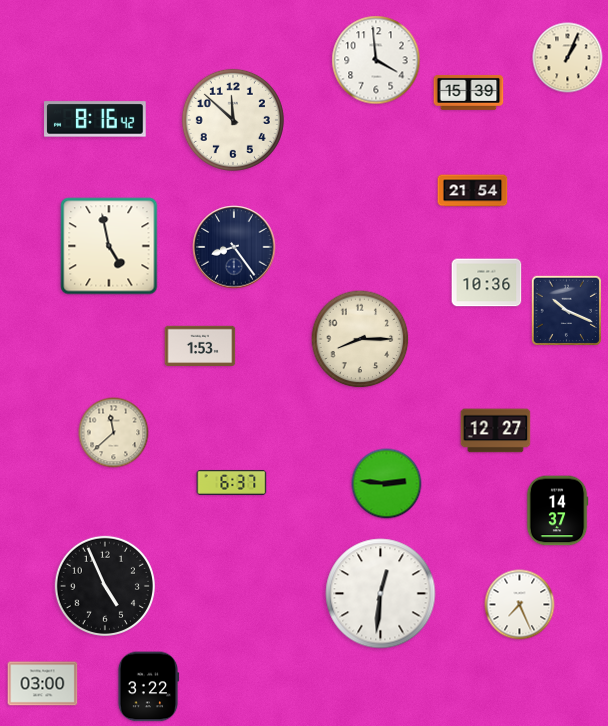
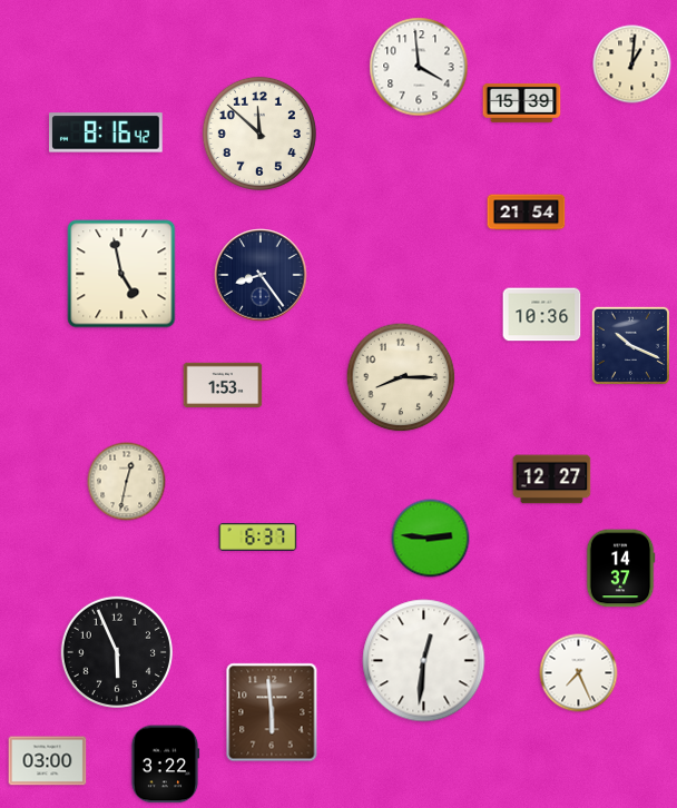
clock at (568, 58): 1:04 -> 1:01
clock at (114, 433): 11:38 -> 12:32
clock at (105, 586): 4:56 -> 5:56
clock at (272, 712): none -> 5:59
